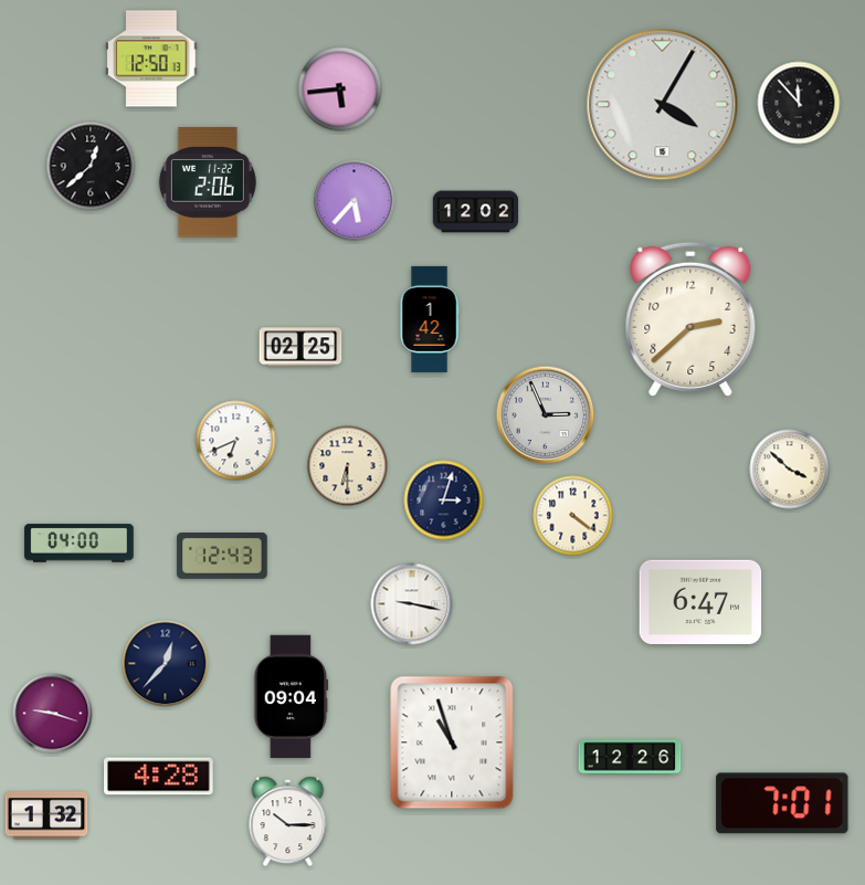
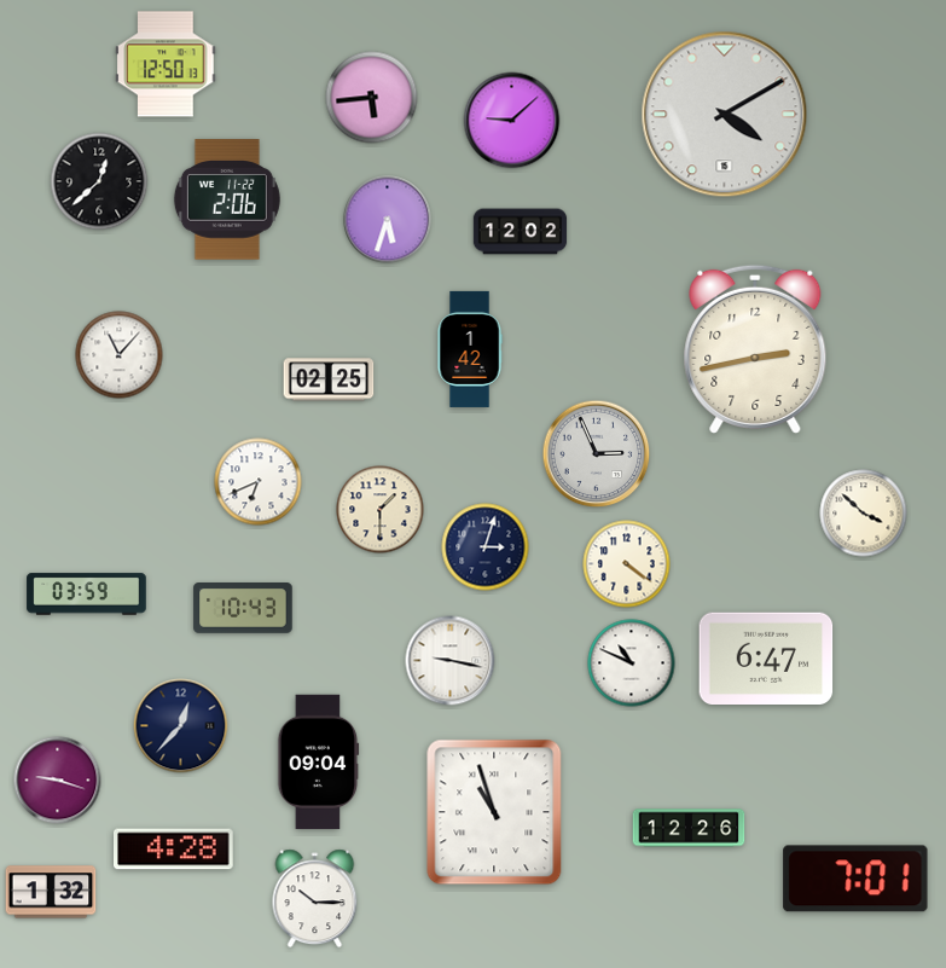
clock at (799, 103): 11:53 -> none
clock at (663, 105): 4:05 -> 4:10
clock at (512, 121): none -> 9:08
clock at (355, 201): 5:37 -> 5:33
clock at (690, 319): 2:38 -> 2:43
clock at (120, 355): none -> 11:07
clock at (348, 466): 6:30 -> 1:30
clock at (80, 544): 04:00 -> 03:59
clock at (222, 557): 12:43 -> 10:43
clock at (632, 663): none -> 10:49
